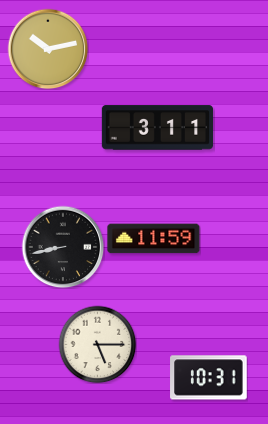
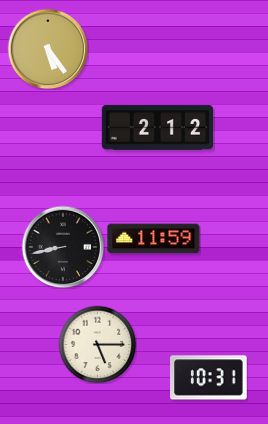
clock at (48, 49): 10:13 -> 5:24
clock at (158, 128): 3:11 -> 2:12
